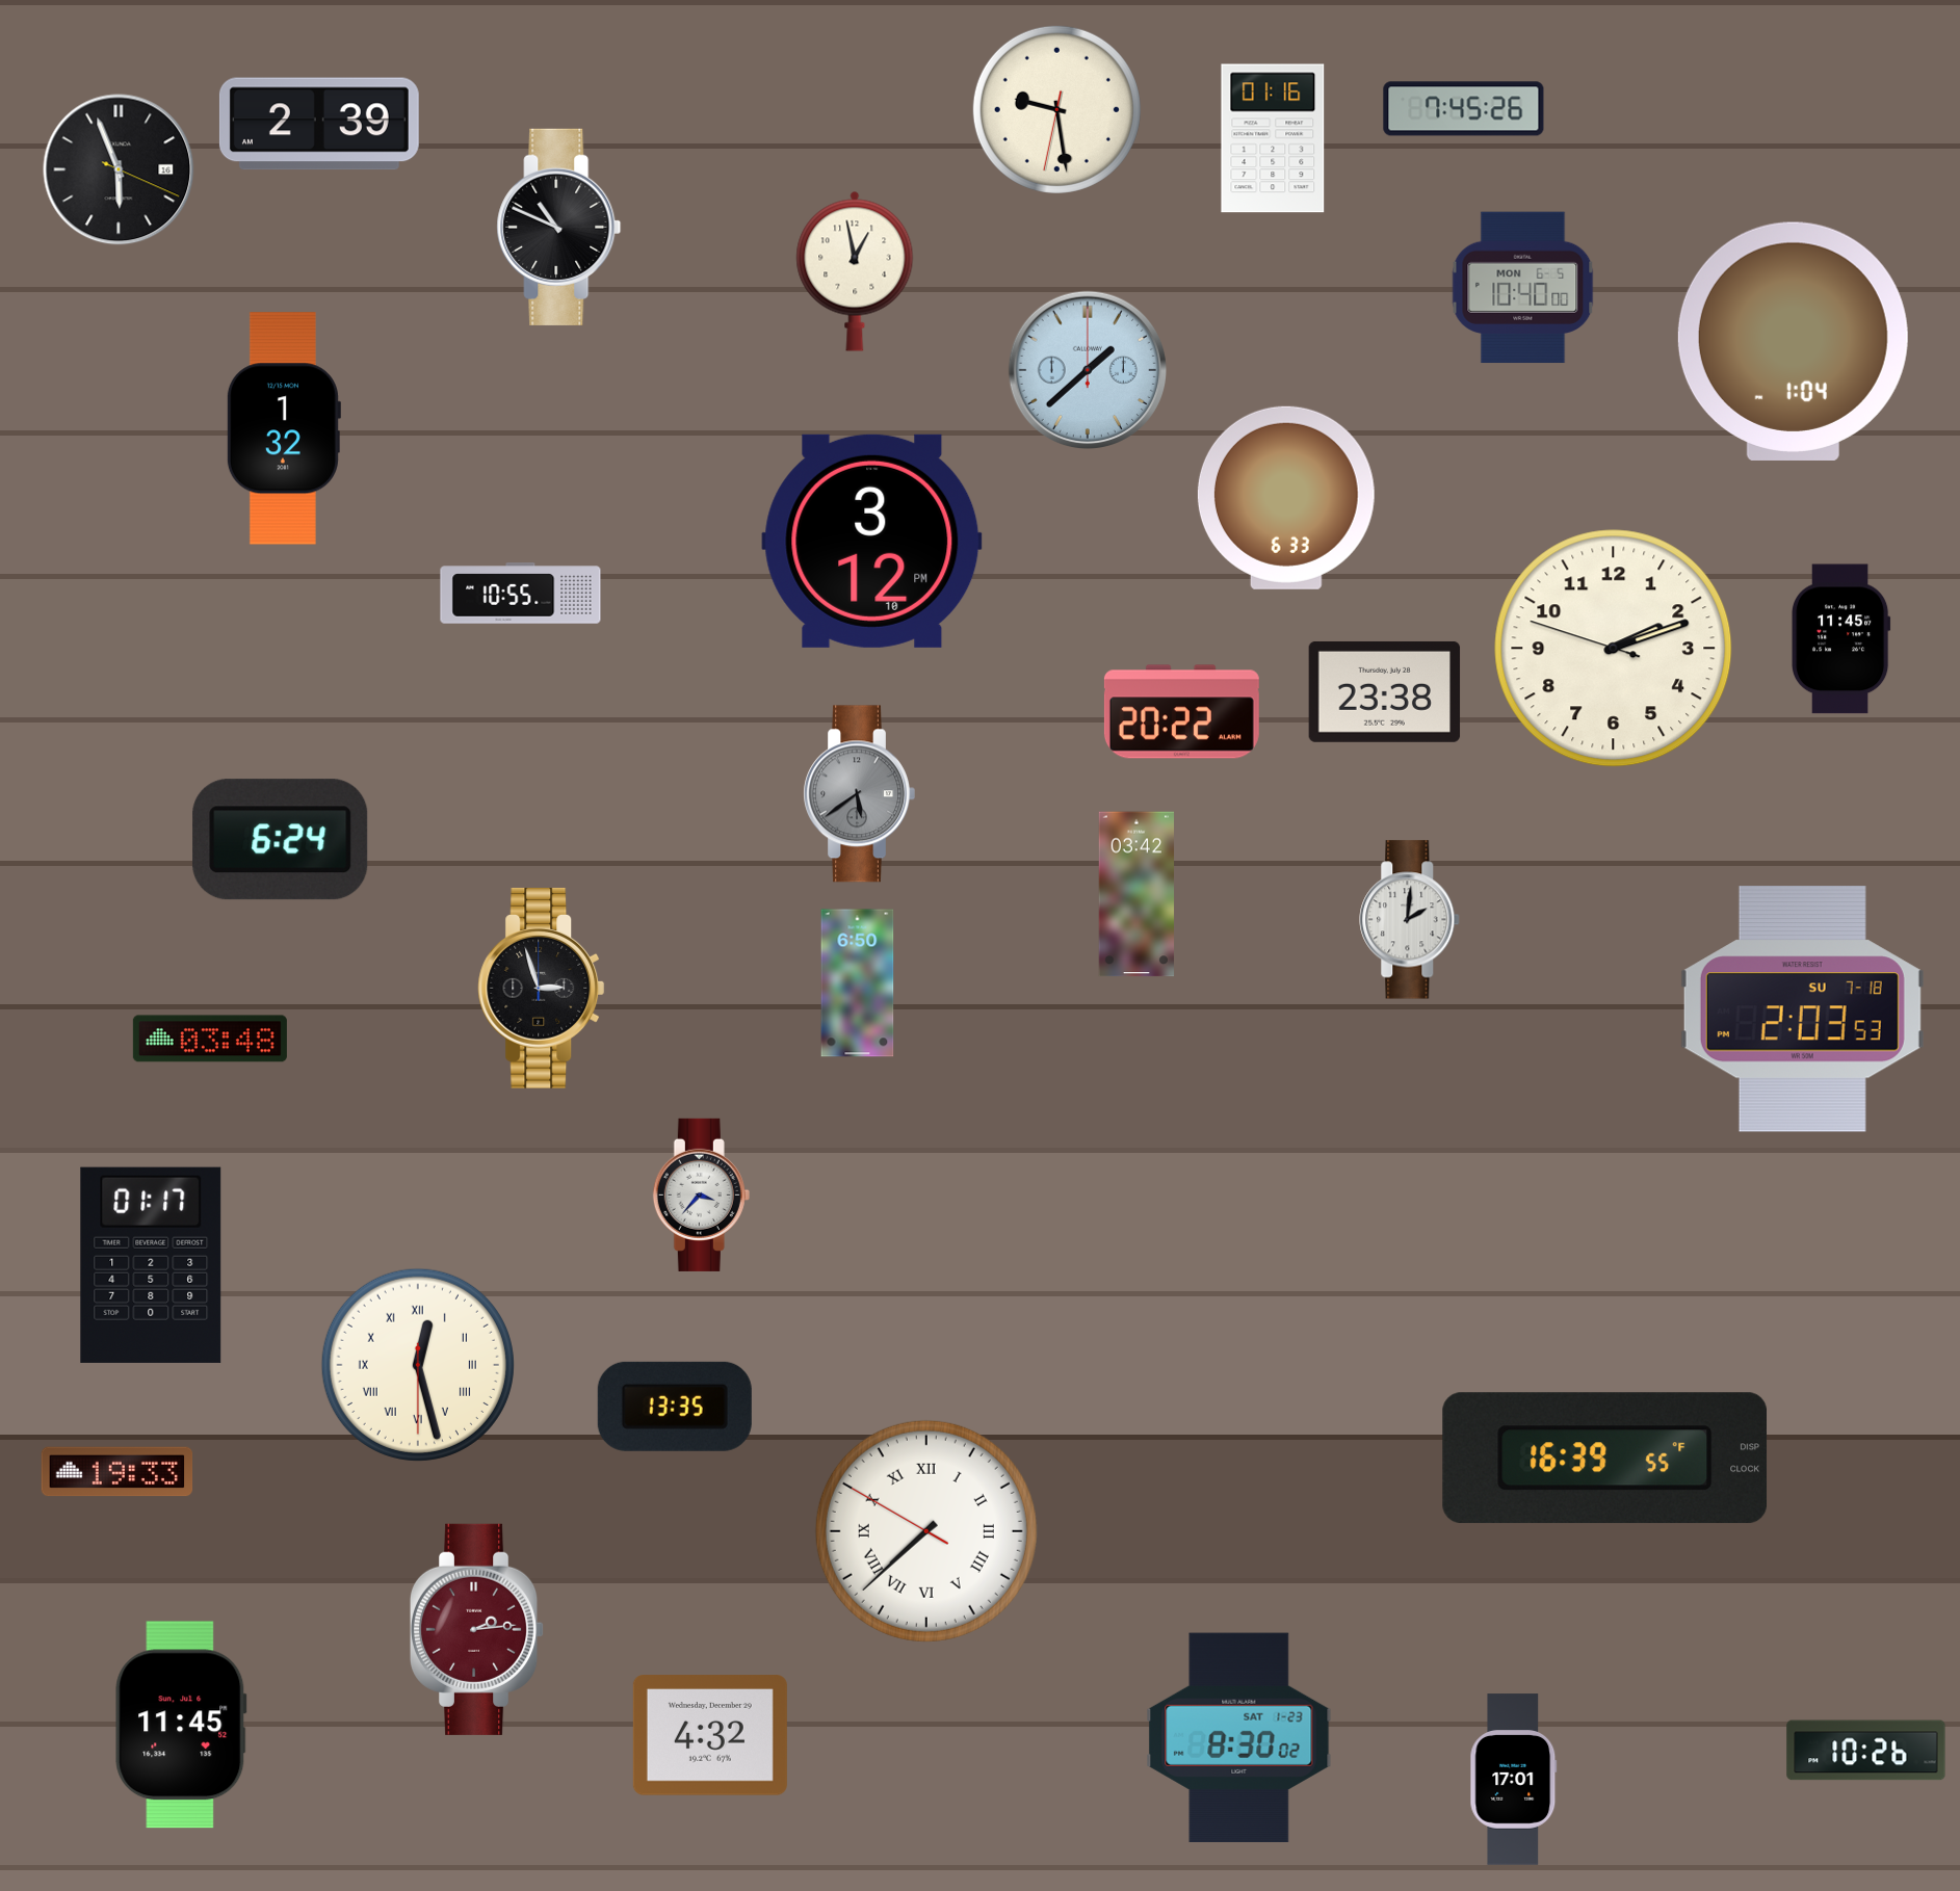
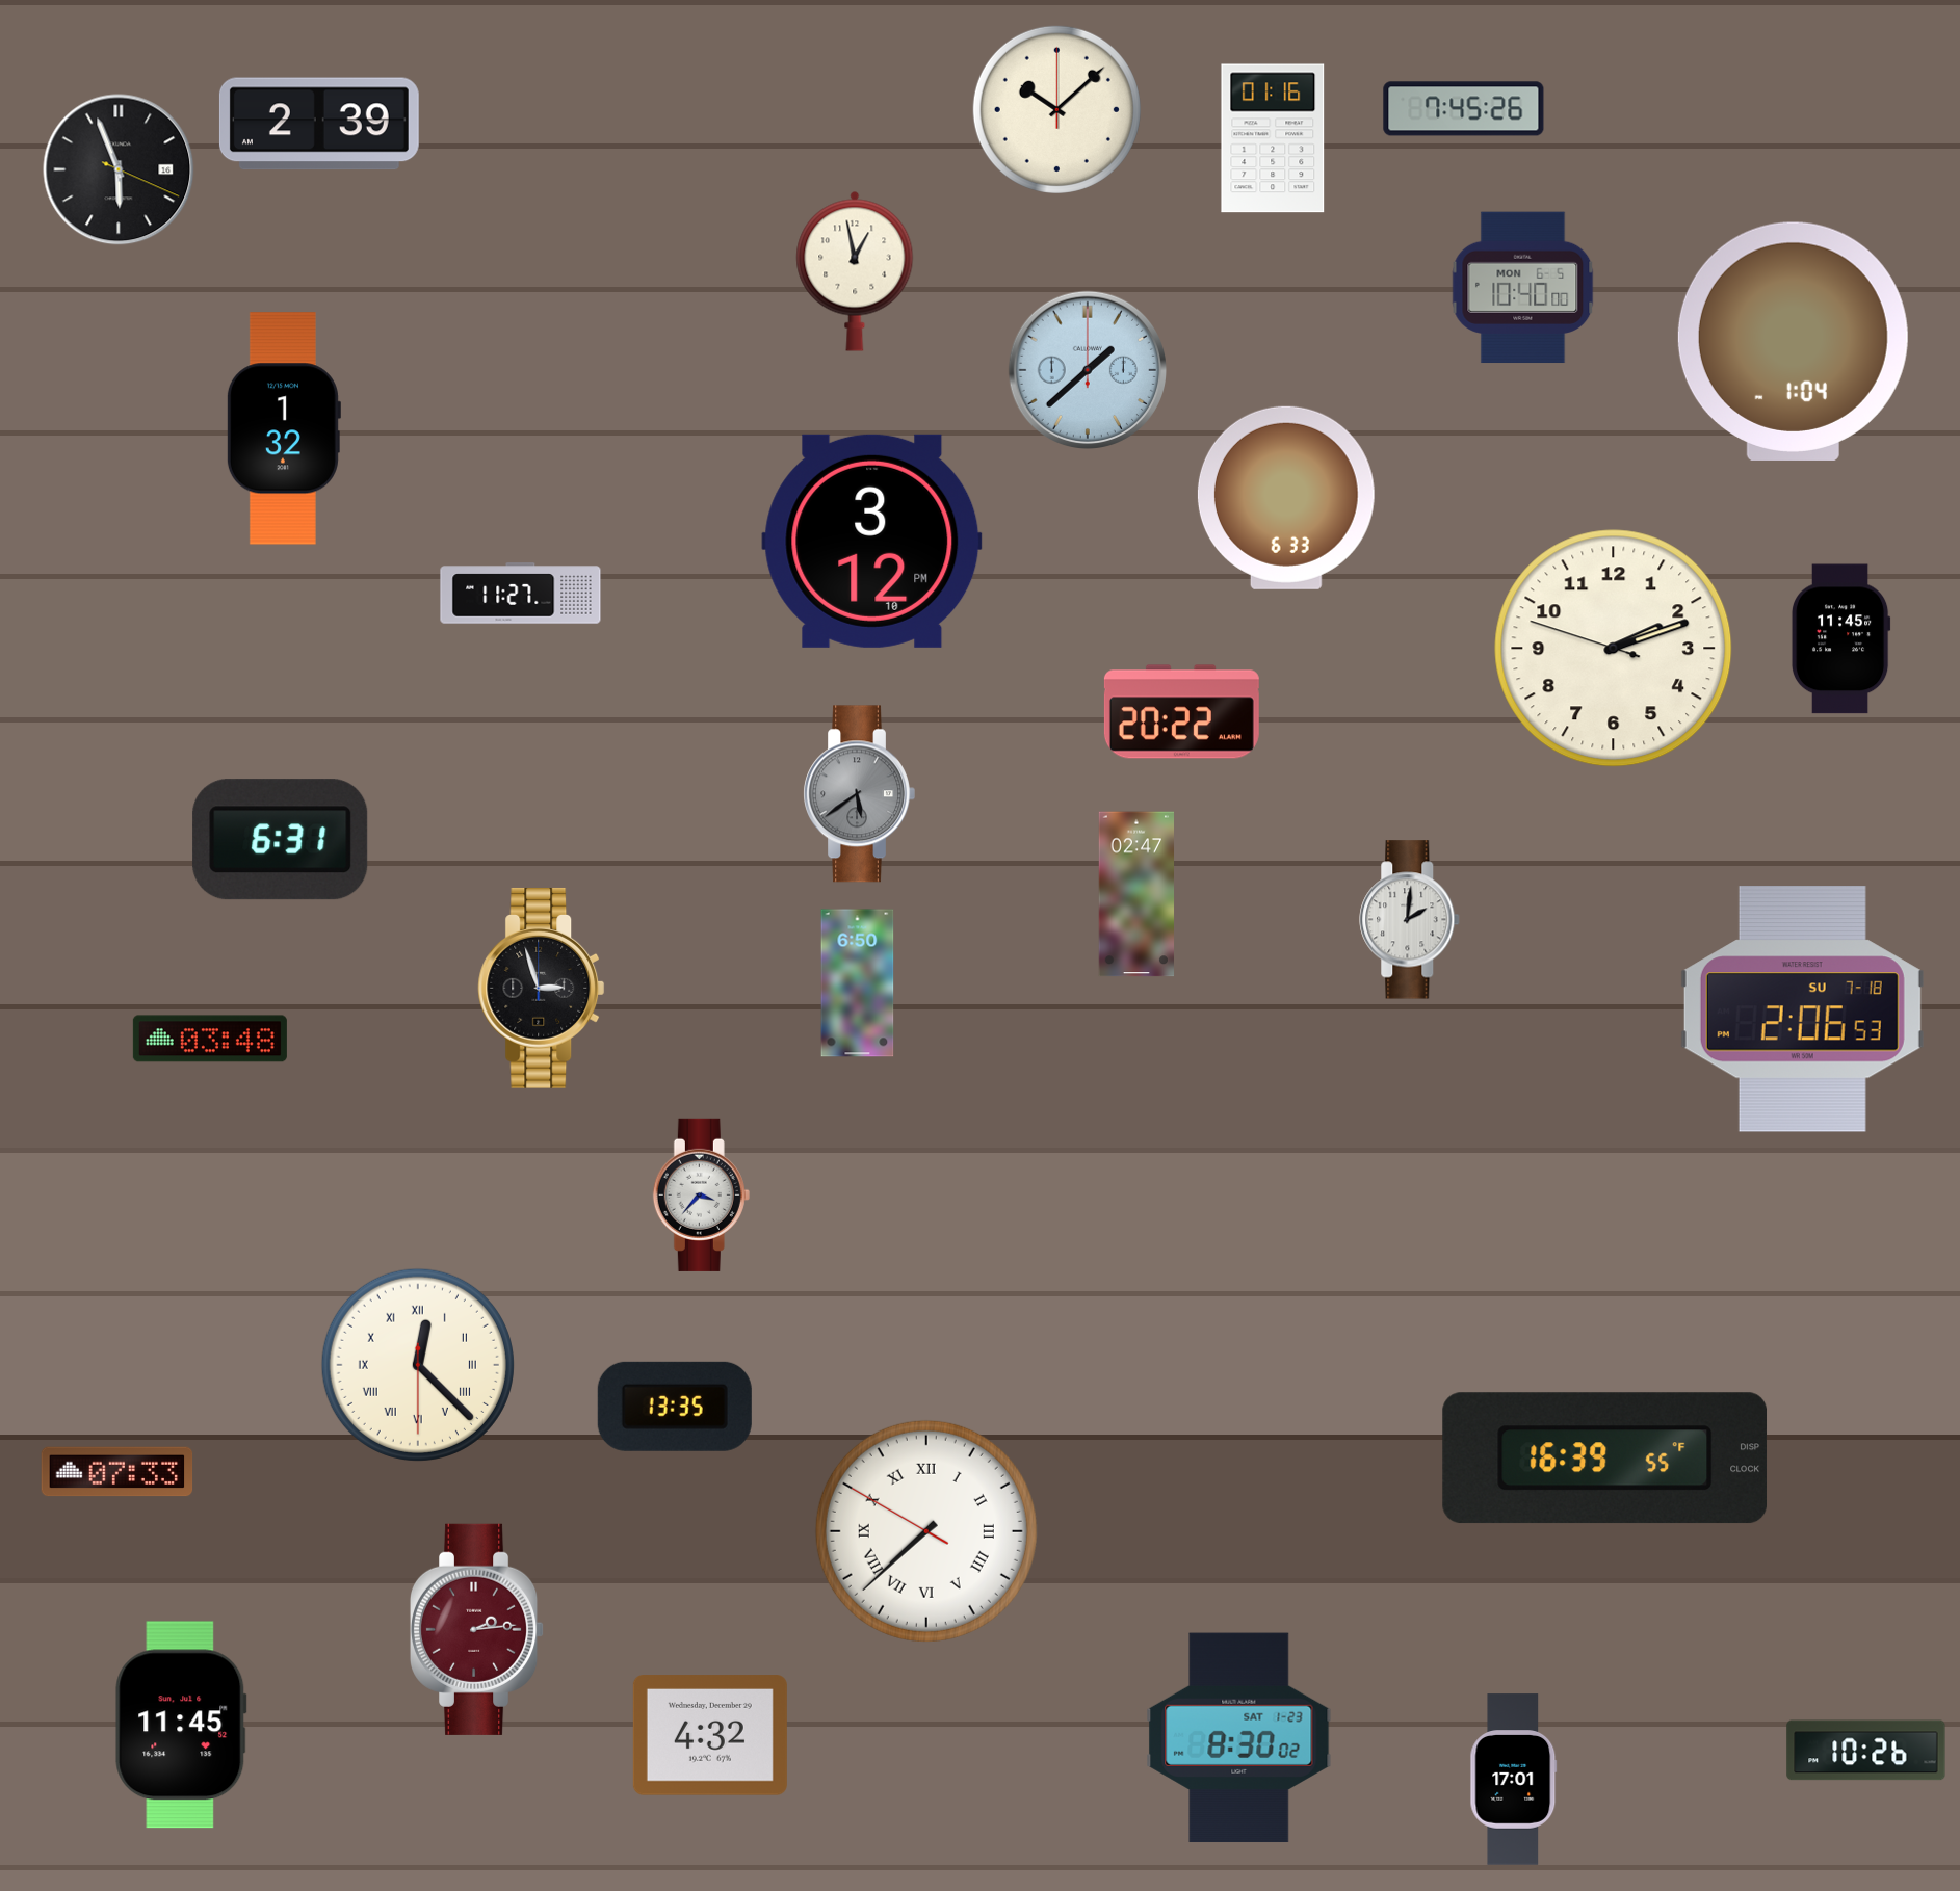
clock at (1056, 109): 9:28 -> 10:08
clock at (559, 227): 10:49 -> none
clock at (521, 594): 10:55 -> 11:27
clock at (1385, 691): 23:38 -> none
clock at (281, 840): 6:24 -> 6:31
clock at (1136, 894): 03:42 -> 02:47
clock at (1802, 1009): 2:03 -> 2:06
clock at (151, 1265): 01:17 -> none
clock at (418, 1365): 12:27 -> 12:22
clock at (117, 1472): 19:33 -> 07:33
